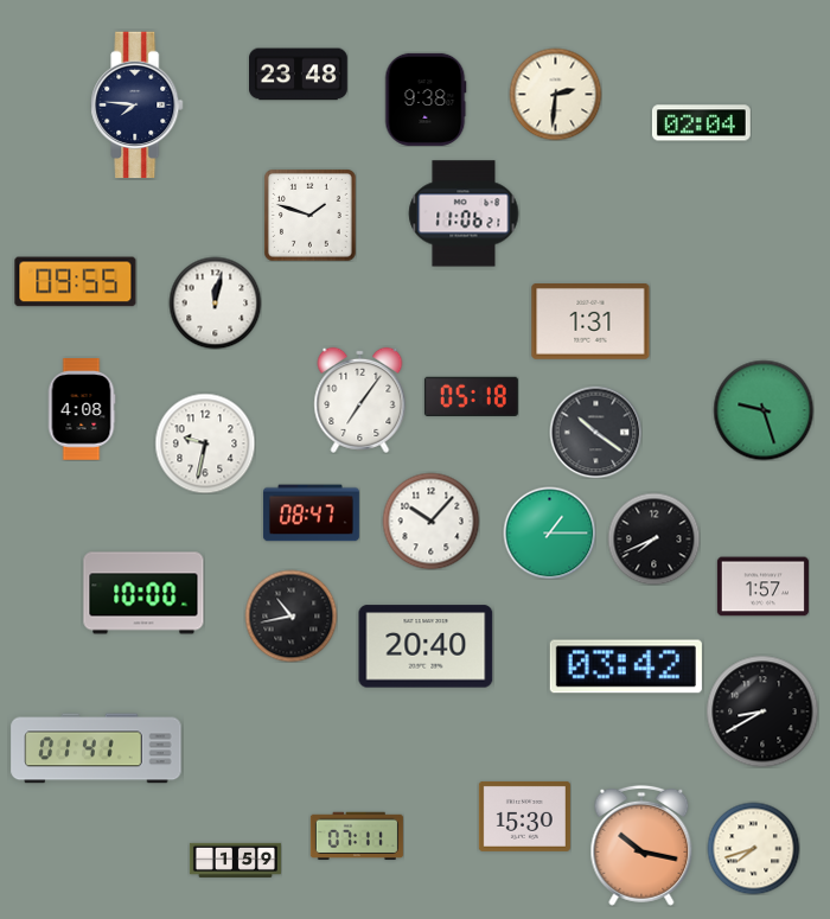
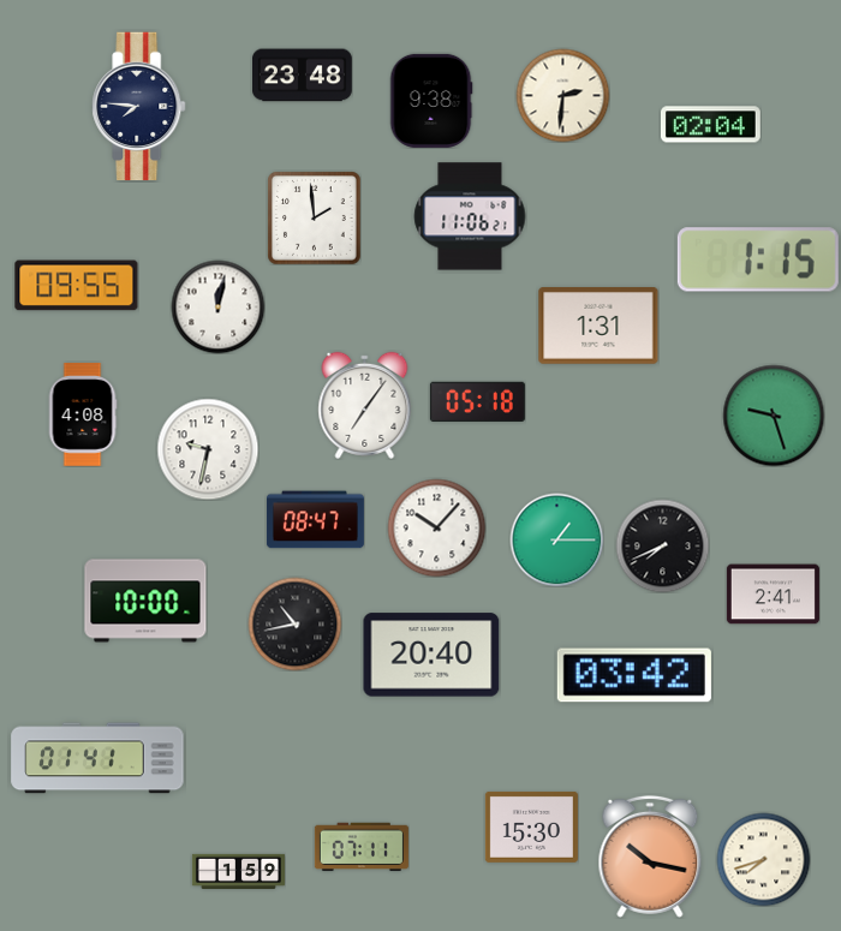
clock at (311, 216): 1:48 -> 1:59
clock at (758, 259): none -> 1:15
clock at (595, 432): 10:21 -> none
clock at (762, 587): 1:57 -> 2:41
clock at (762, 711): 8:40 -> none
